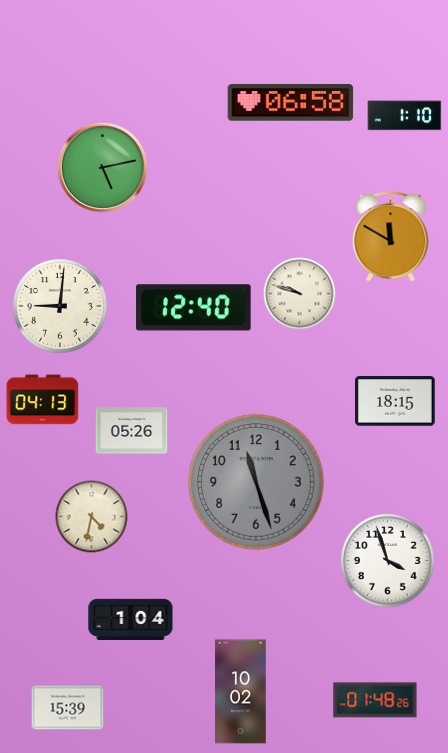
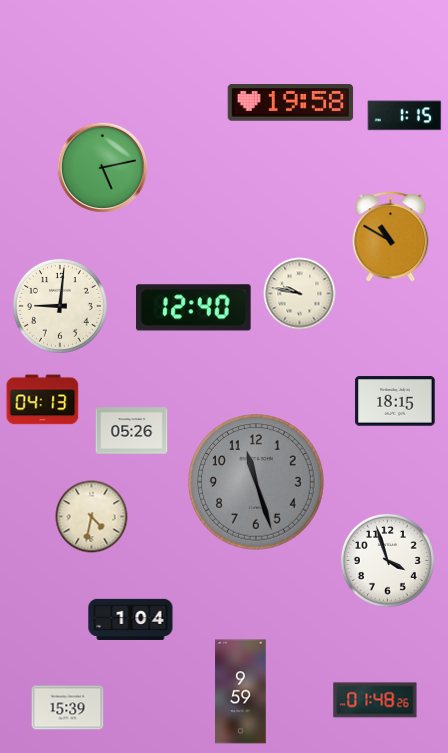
clock at (291, 103): 06:58 -> 19:58
clock at (405, 116): 1:10 -> 1:15
clock at (391, 237): 11:50 -> 10:50
clock at (300, 294): 9:48 -> 9:47
clock at (241, 692): 10:02 -> 9:59
